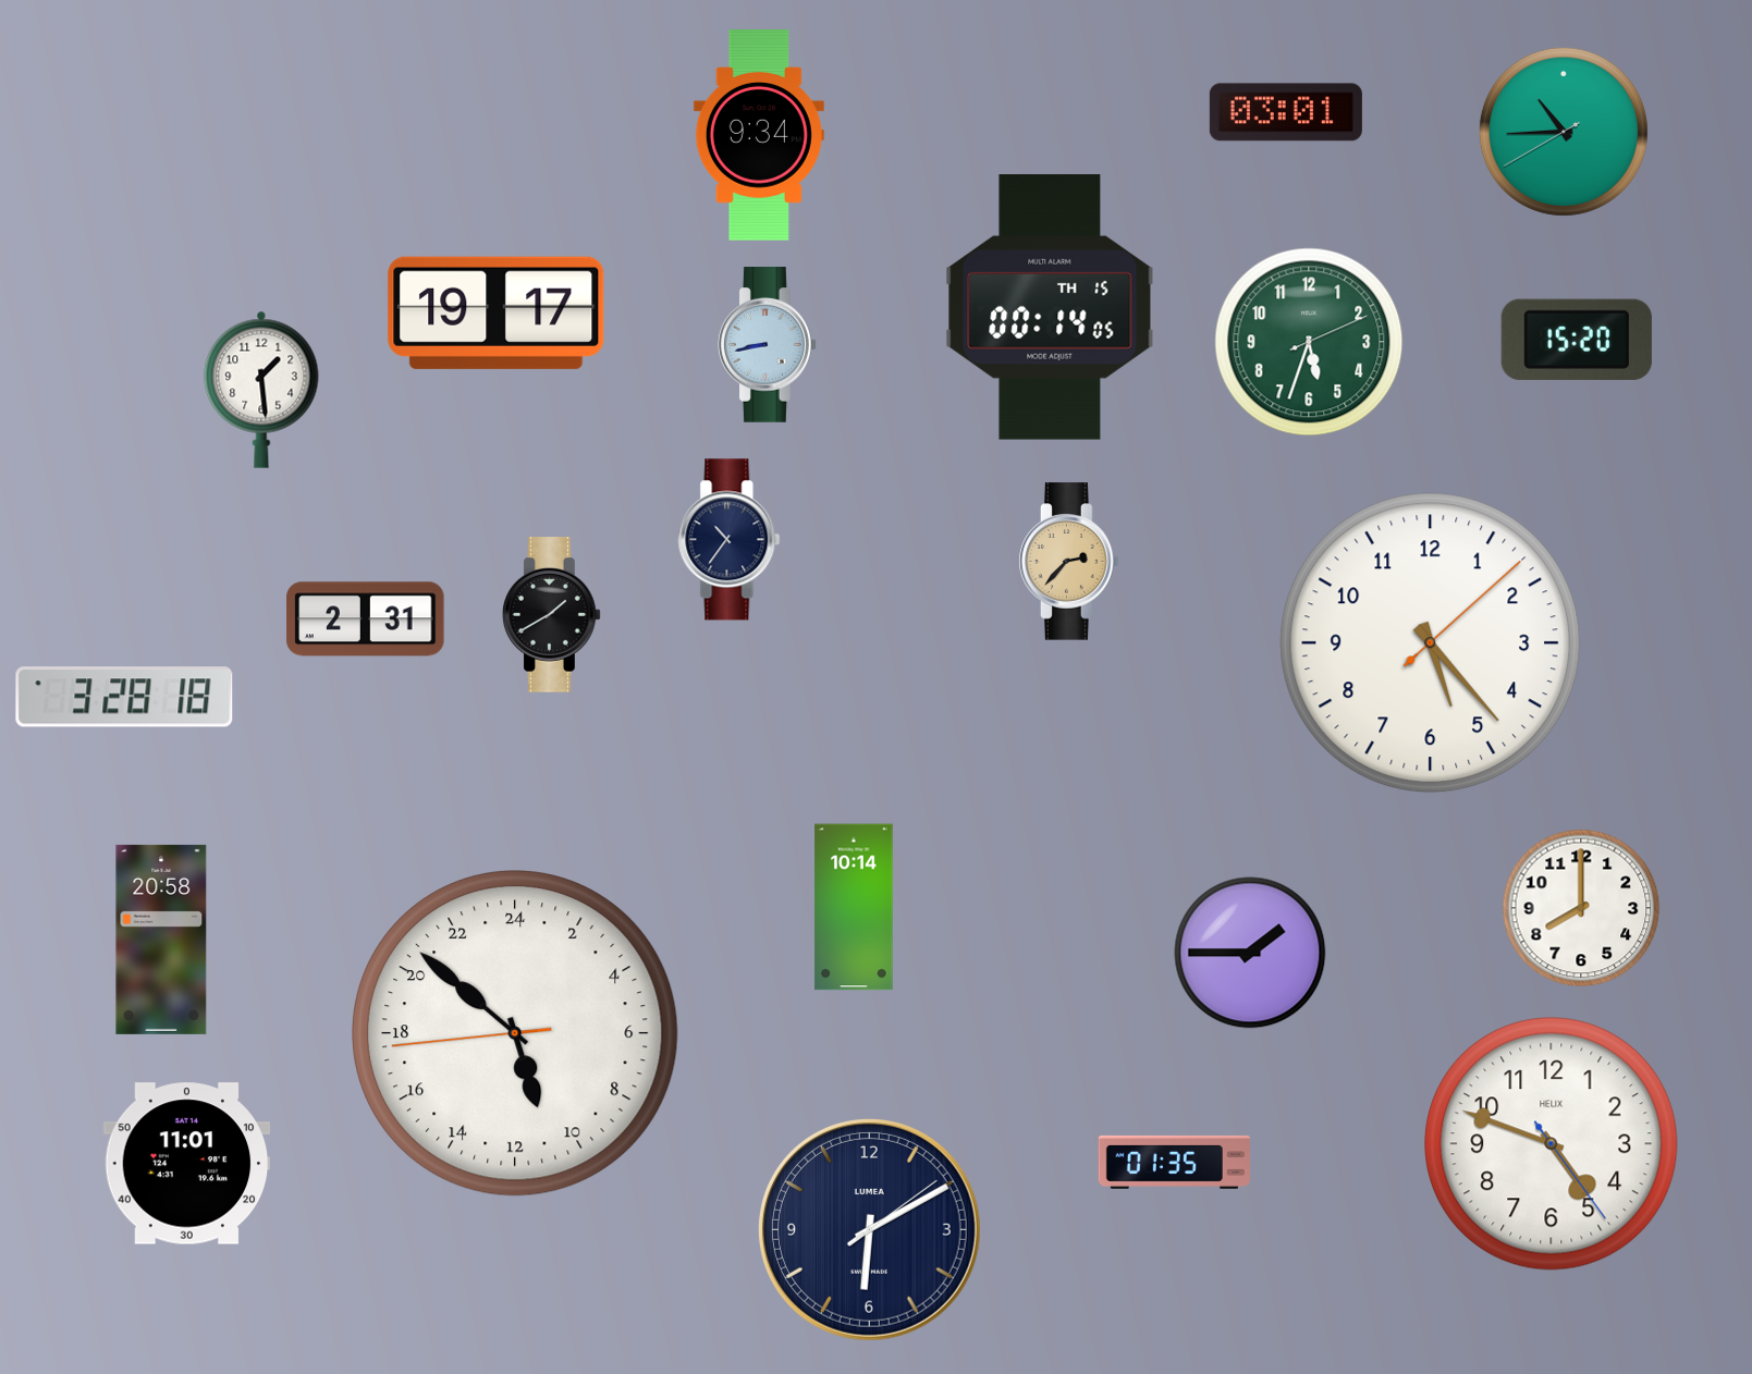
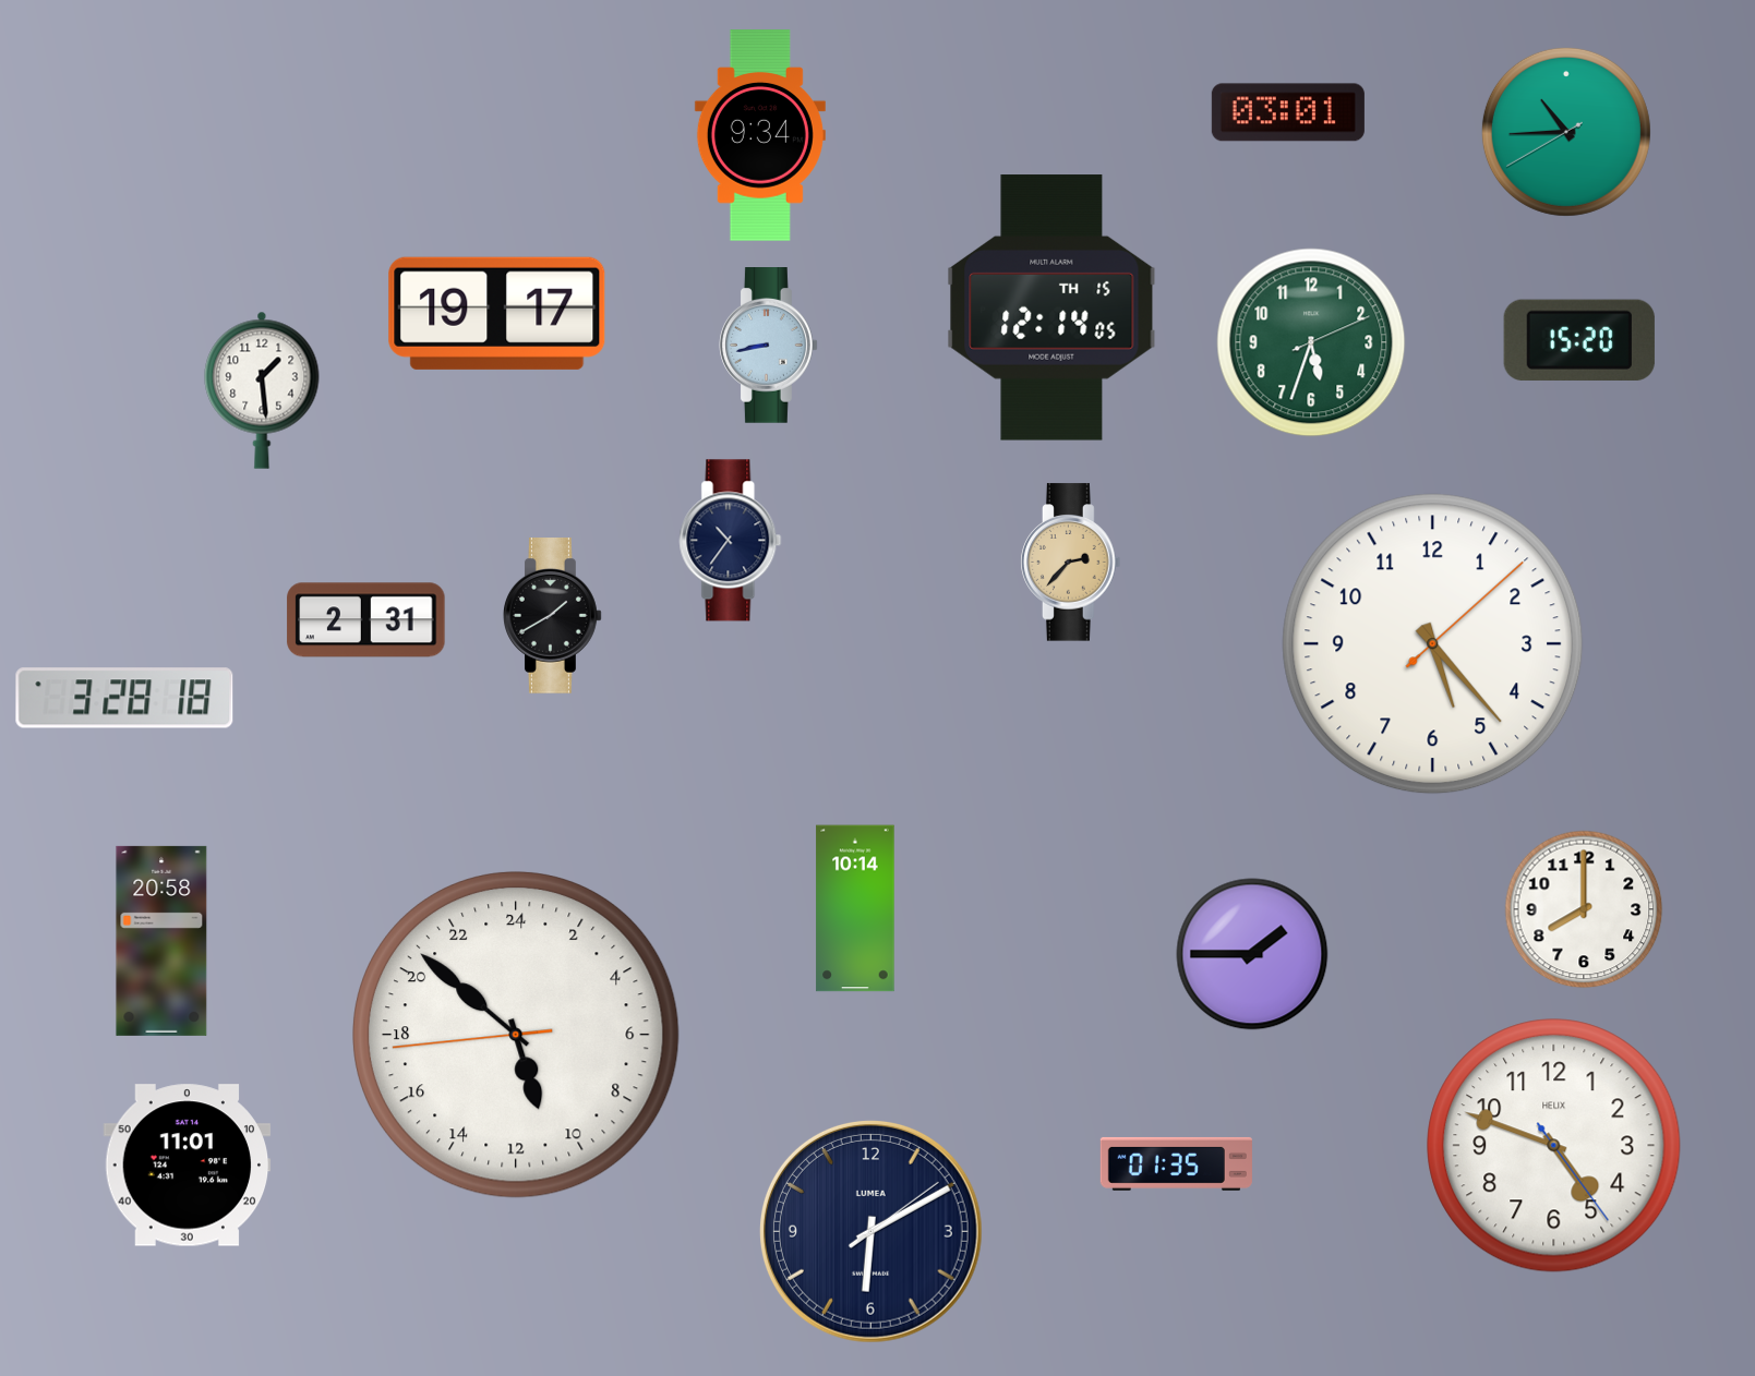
clock at (1050, 307): 00:14 -> 12:14
